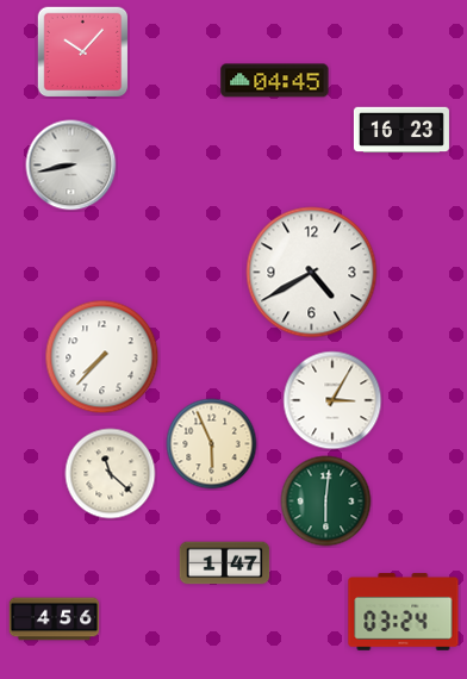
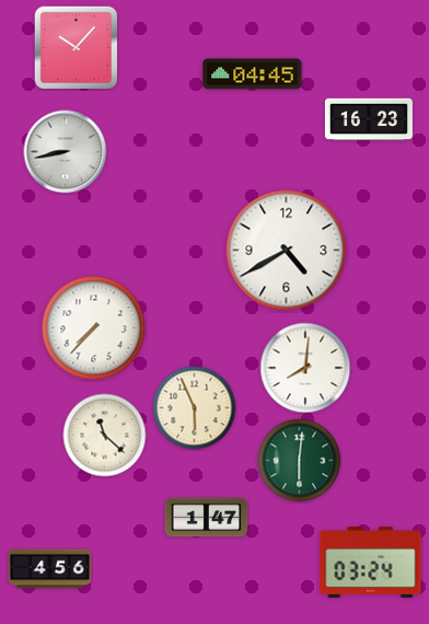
clock at (332, 400): 3:05 -> 8:01
clock at (111, 474) position: (111, 474) -> (105, 436)
